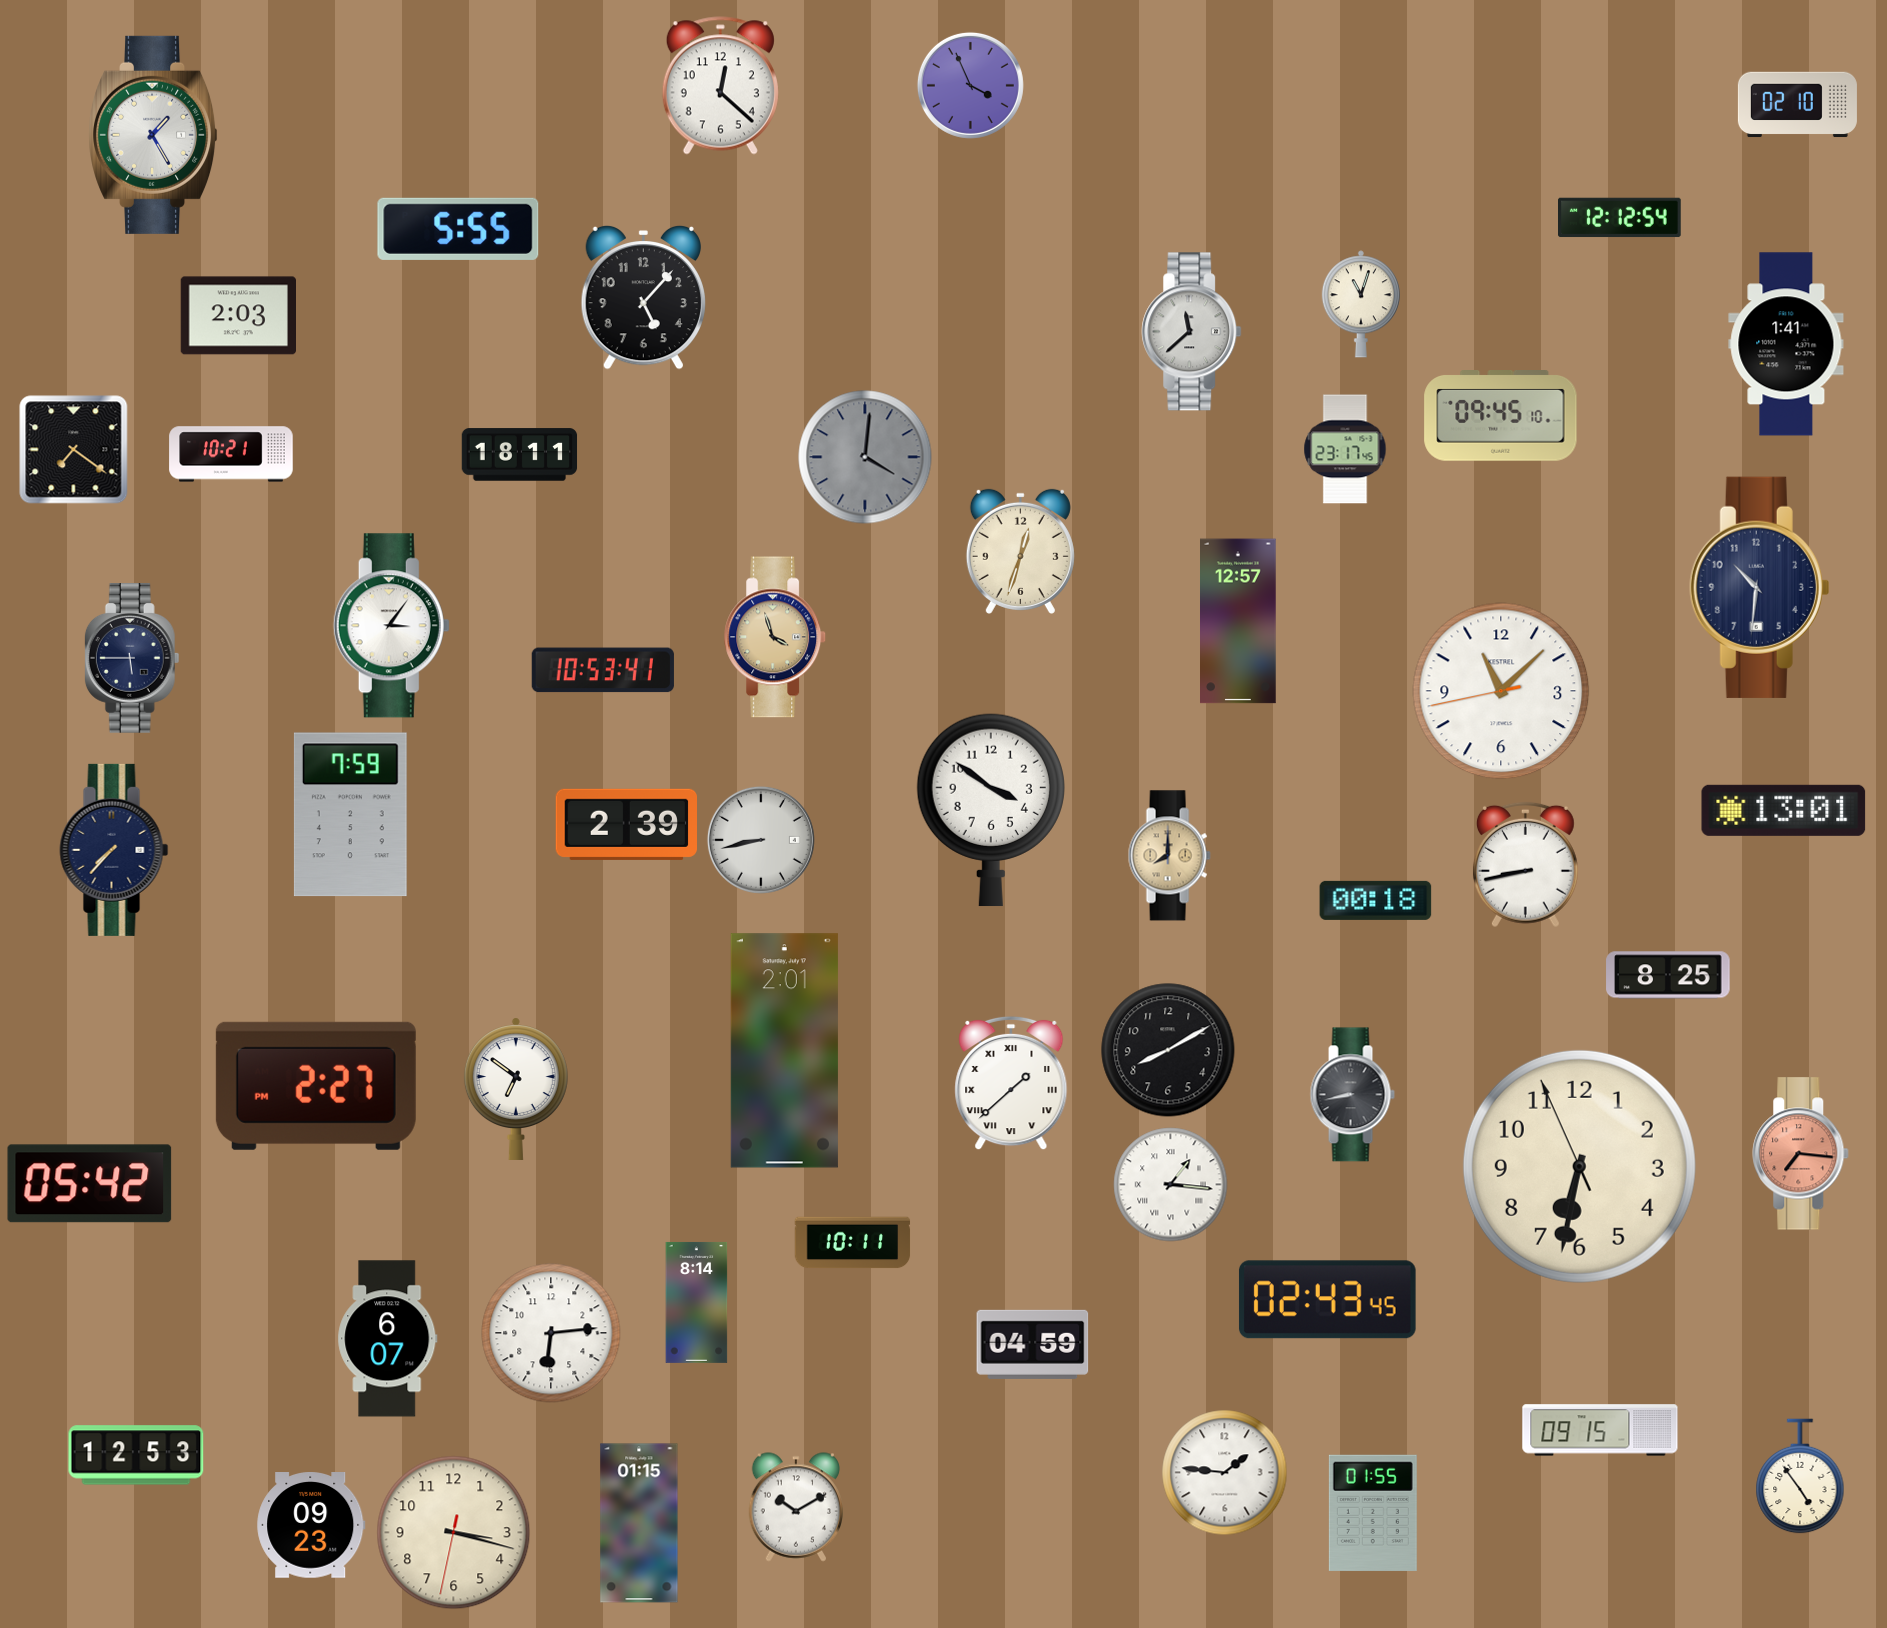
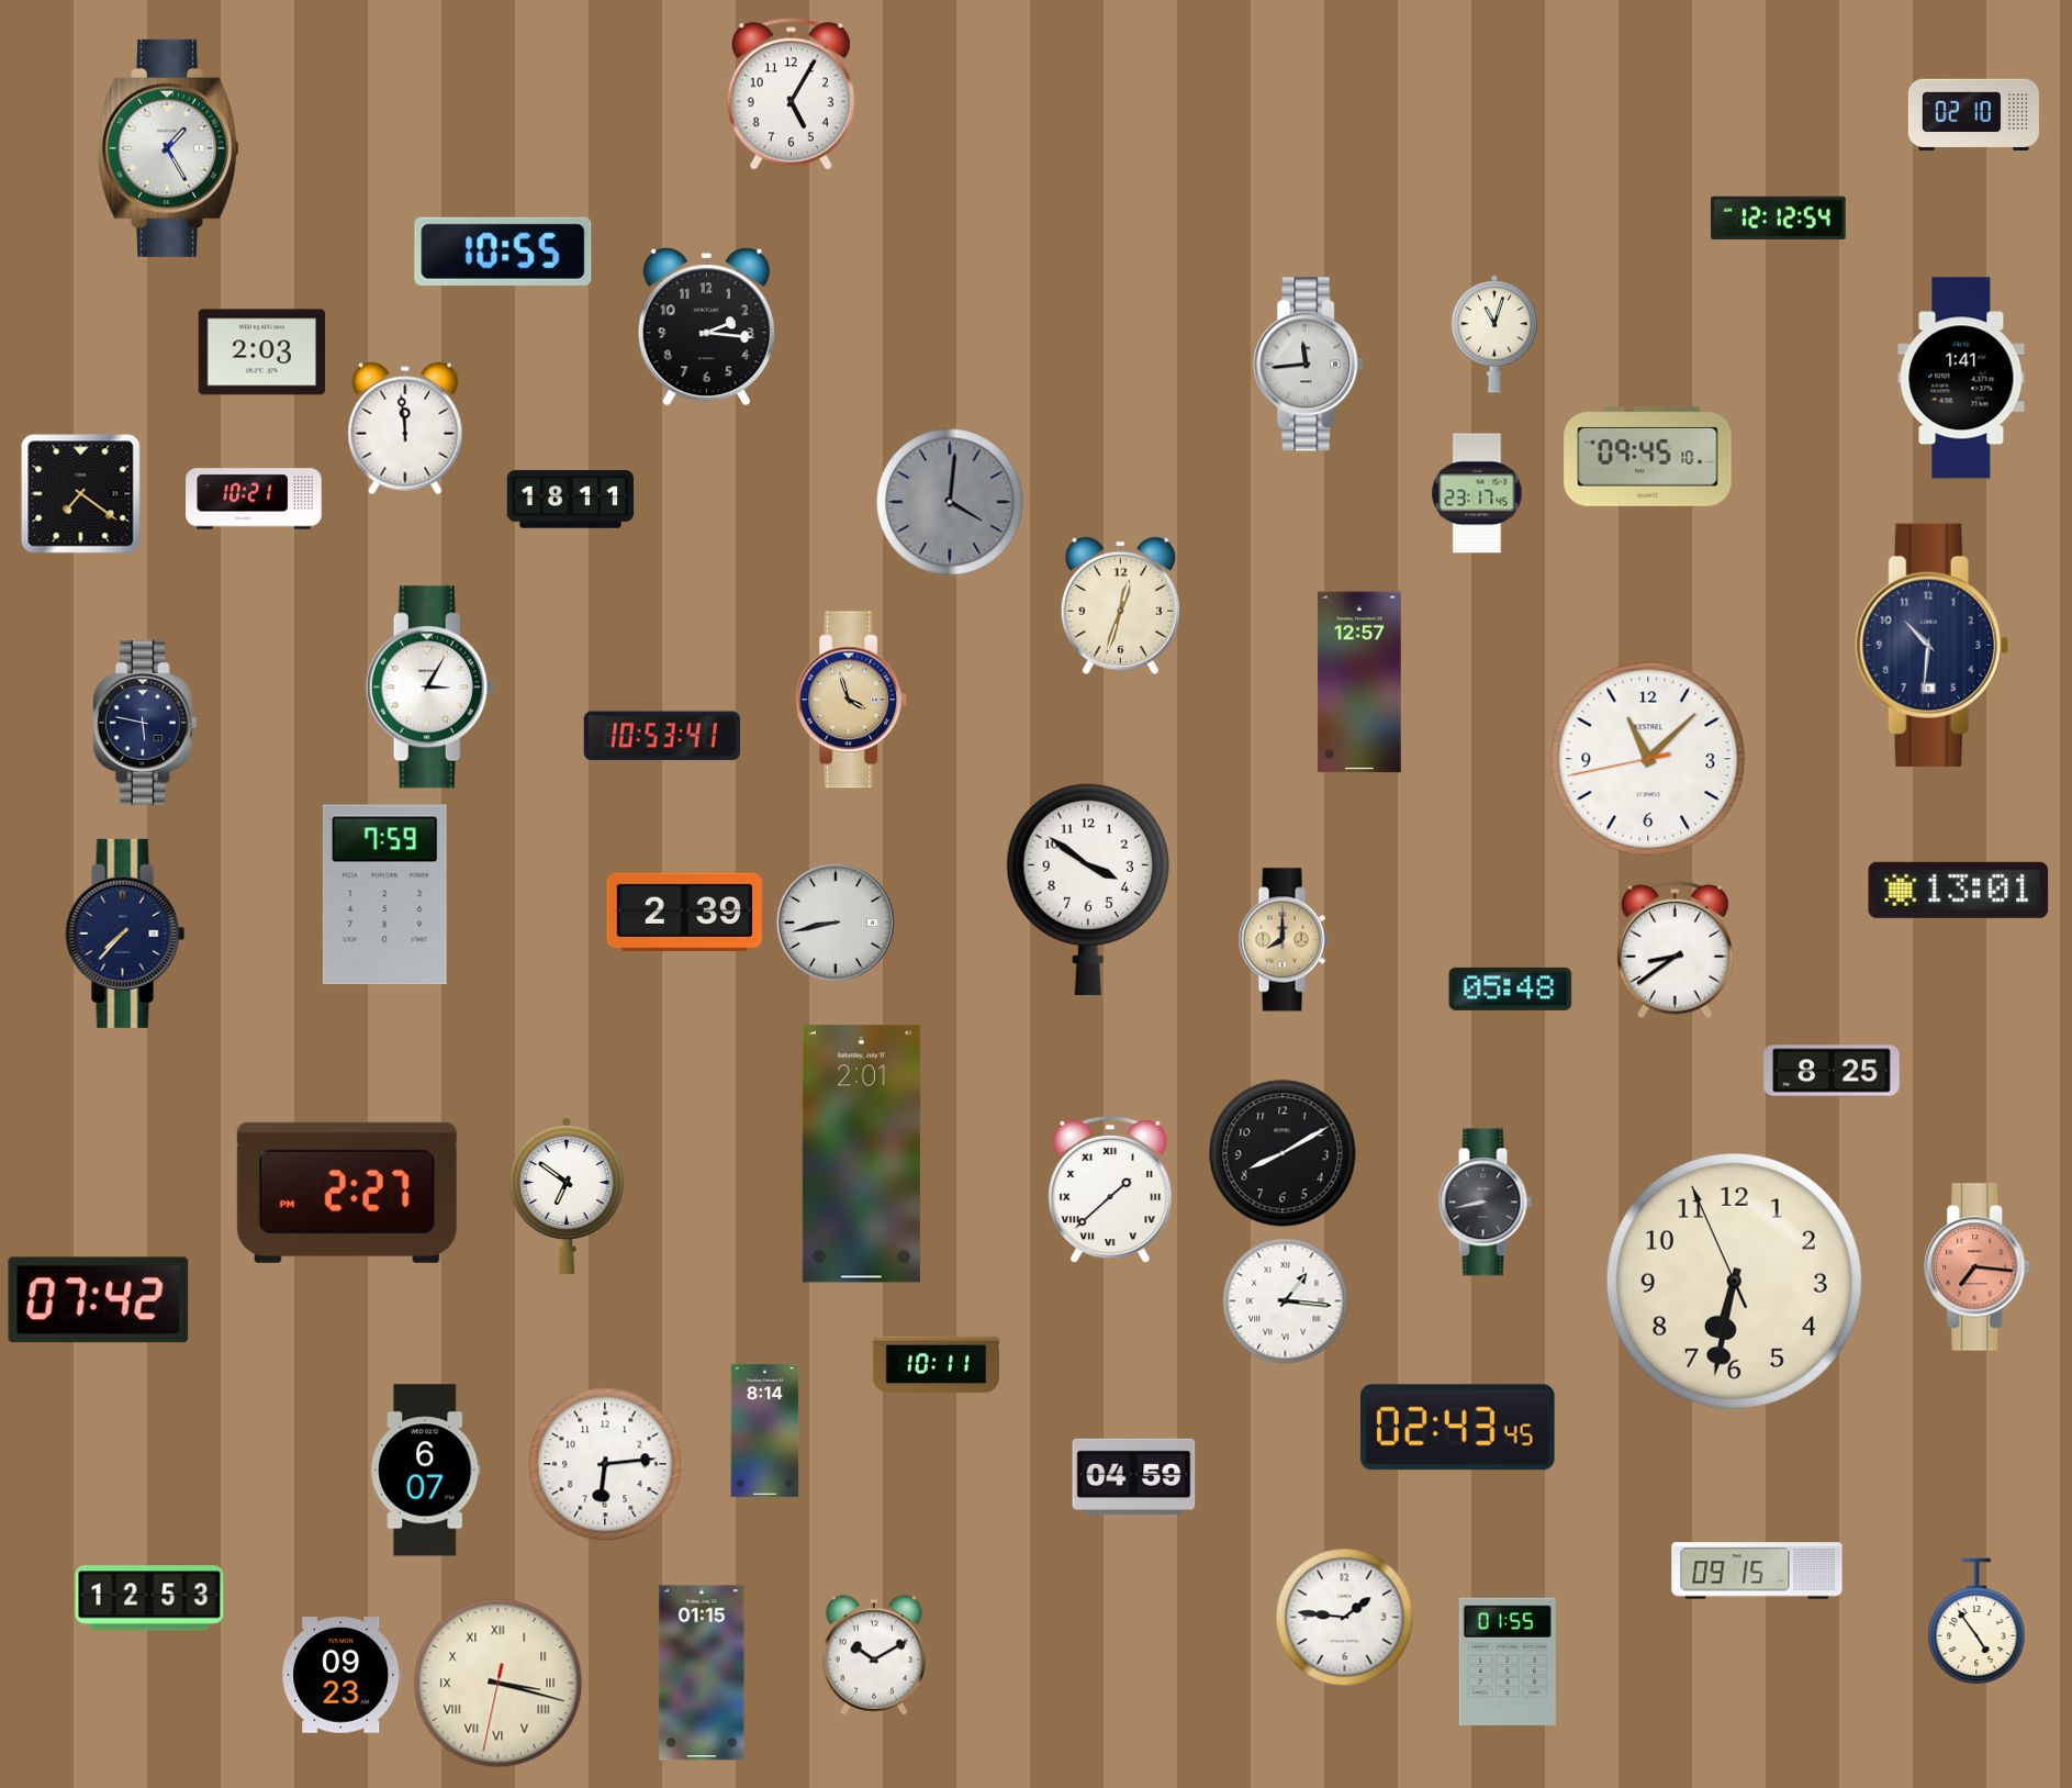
clock at (970, 85): 3:56 -> none
clock at (720, 86): 12:22 -> 5:05
clock at (1620, 218) position: (1620, 218) -> (1779, 219)
clock at (458, 229): 5:55 -> 10:55
clock at (643, 297): 5:07 -> 2:16
clock at (238, 316) position: (238, 316) -> (261, 353)
clock at (1192, 332): 11:38 -> 11:44
clock at (405, 428): none -> 11:59
clock at (391, 626): 3:06 -> 3:05
clock at (132, 659): 5:45 -> 5:47
clock at (626, 824) position: (626, 824) -> (684, 912)
clock at (1525, 865): 8:43 -> 8:39
clock at (1376, 900): 00:18 -> 05:48
clock at (90, 1184): 05:42 -> 07:42
clock at (454, 1533) numerals: Arabic -> Roman
